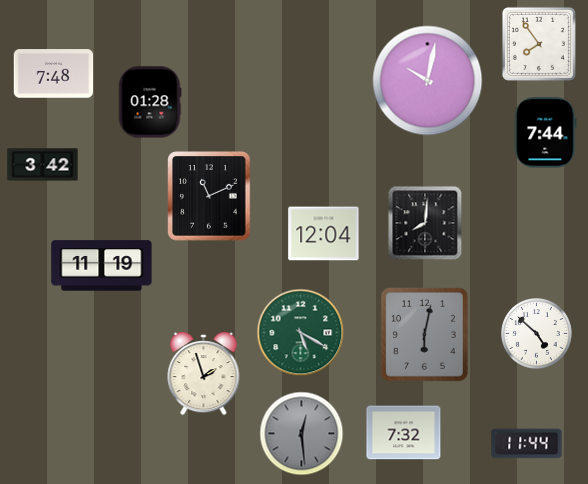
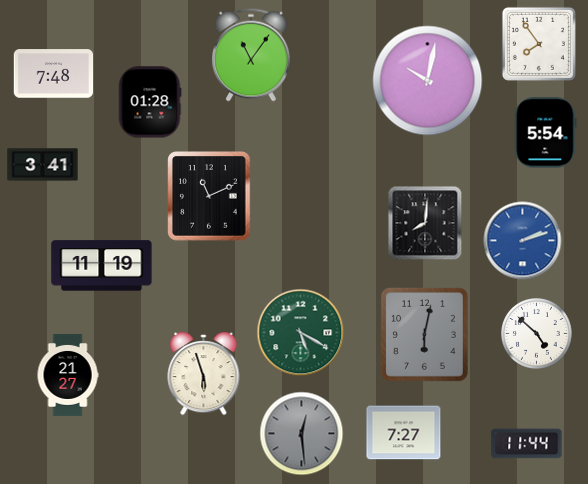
clock at (251, 55): none -> 11:06
clock at (546, 133): 7:44 -> 5:54
clock at (43, 165): 3:42 -> 3:41
clock at (324, 234): 12:04 -> none
clock at (523, 241): none -> 2:12
clock at (204, 374): 1:57 -> 5:57
clock at (68, 375): none -> 21:27
clock at (404, 433): 7:32 -> 7:27
